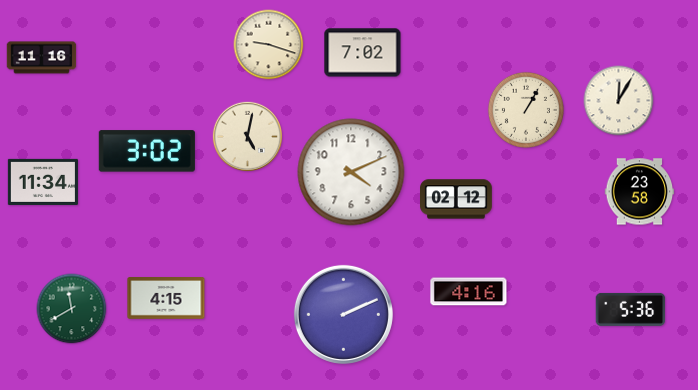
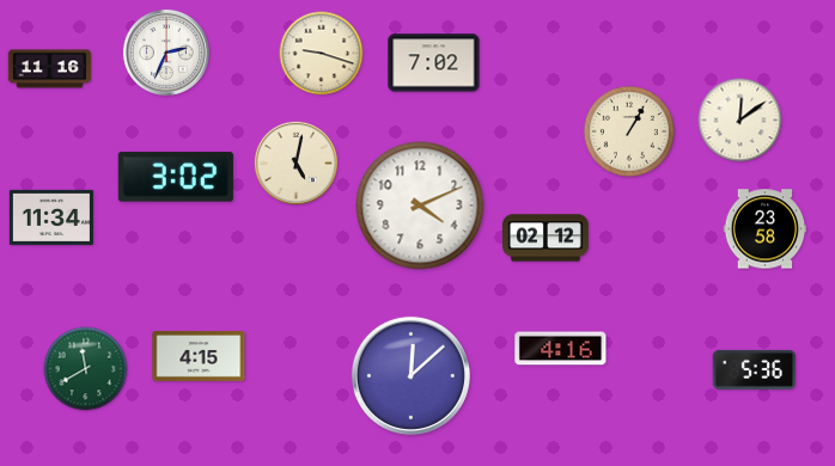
clock at (166, 53): none -> 2:34
clock at (619, 101): 12:05 -> 12:09
clock at (147, 151) position: (147, 151) -> (176, 177)
clock at (343, 314): 2:11 -> 12:08
